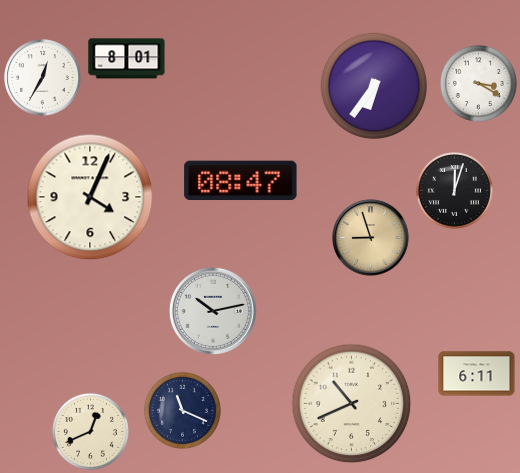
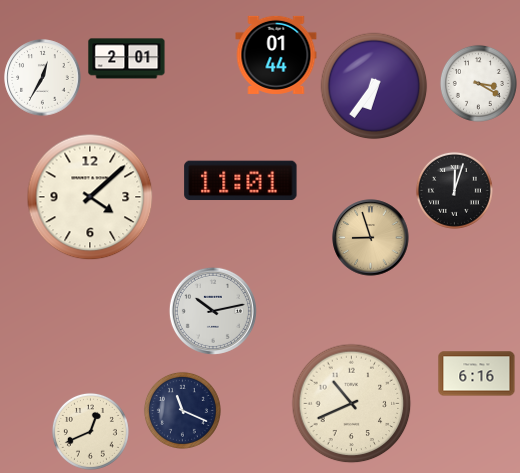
clock at (276, 55): none -> 01:44
clock at (127, 59): 8:01 -> 2:01
clock at (241, 181): 08:47 -> 11:01
clock at (90, 197): 4:04 -> 4:08
clock at (477, 374): 6:11 -> 6:16
